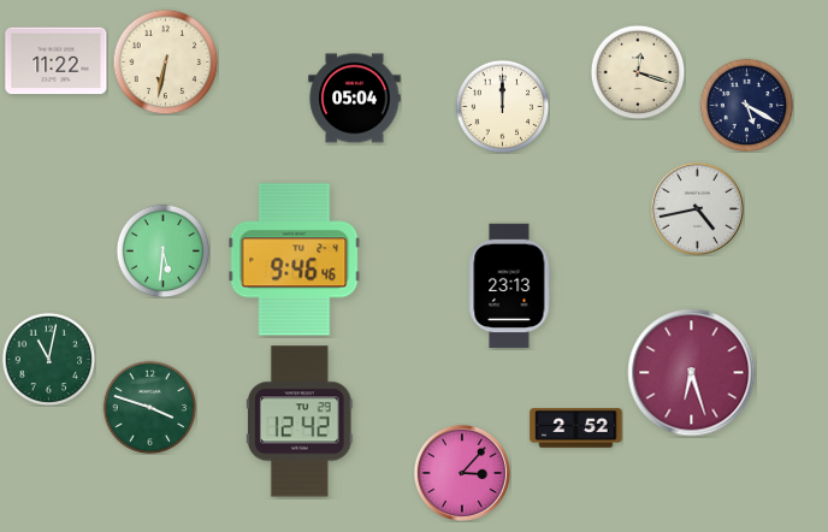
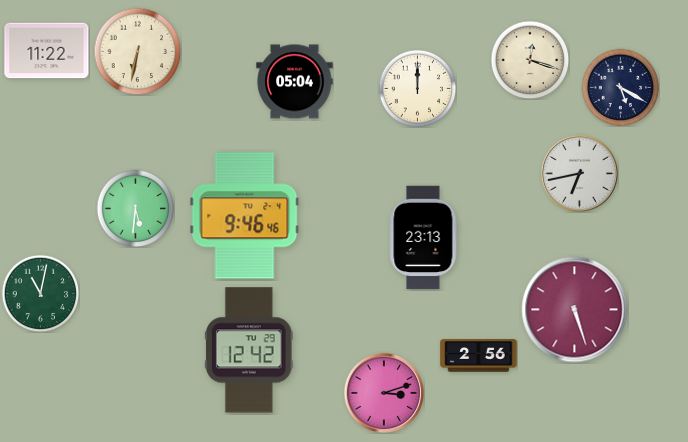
clock at (697, 208): 4:43 -> 6:43
clock at (48, 359) position: (48, 359) -> (40, 293)
clock at (692, 373): 6:27 -> 5:27
clock at (149, 407): 3:48 -> none
clock at (576, 428): 2:52 -> 2:56
clock at (462, 473): 3:07 -> 3:12
